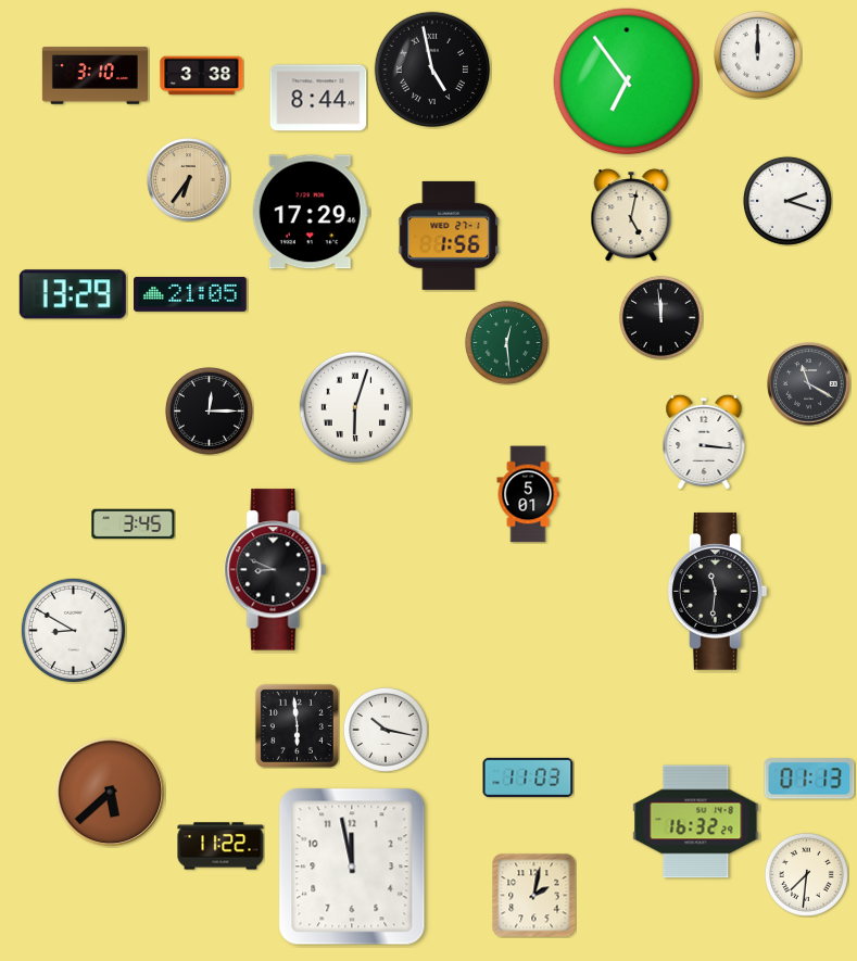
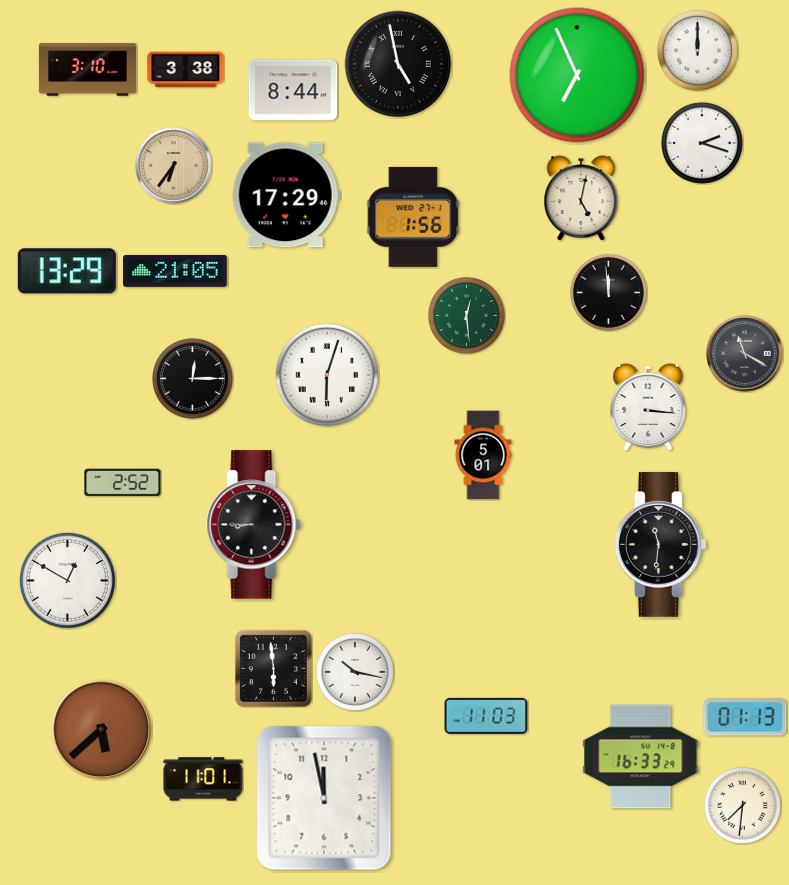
clock at (627, 81): 6:54 -> 6:56
clock at (787, 201) position: (787, 201) -> (702, 143)
clock at (528, 494) position: (528, 494) -> (483, 455)
clock at (134, 524): 3:45 -> 2:52
clock at (276, 570): 8:49 -> 8:45
clock at (73, 630): 8:50 -> 12:50
clock at (696, 822): 16:32 -> 16:33
clock at (220, 846): 11:22 -> 11:01
clock at (534, 896): 2:02 -> none
